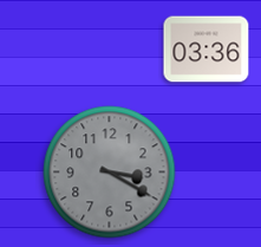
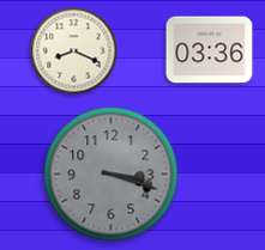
clock at (74, 51): none -> 8:19
clock at (110, 173): 3:20 -> 3:18
